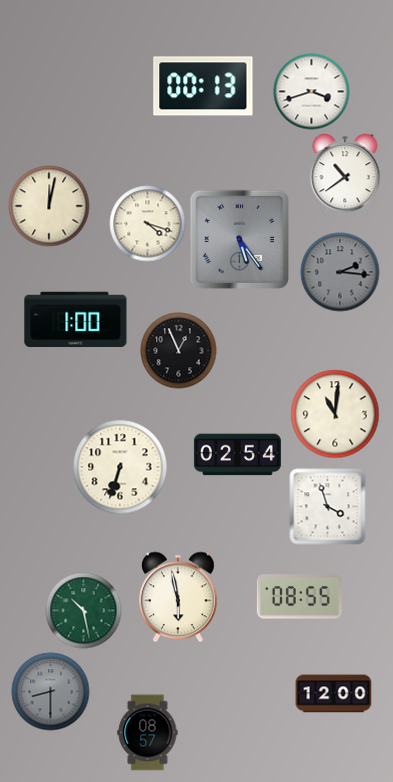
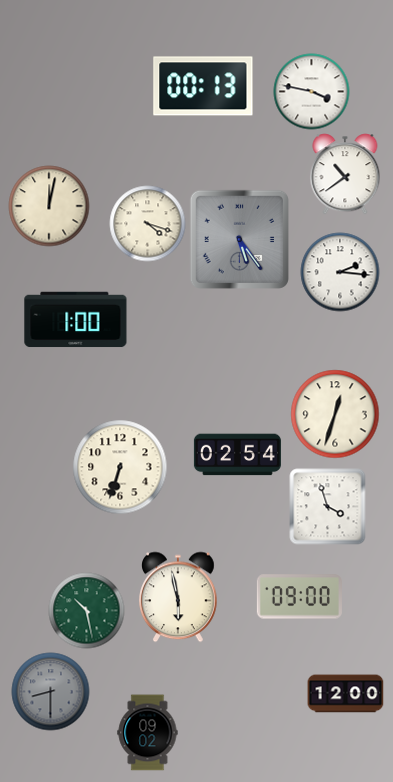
clock at (312, 92): 3:42 -> 3:47
clock at (340, 272) dial: grey -> white
clock at (179, 351): 12:56 -> none
clock at (335, 414): 11:01 -> 12:33
clock at (299, 597): 08:55 -> 09:00
clock at (84, 611) position: (84, 611) -> (87, 611)
clock at (334, 694) position: (334, 694) -> (346, 694)
clock at (148, 733): 08:57 -> 09:02
